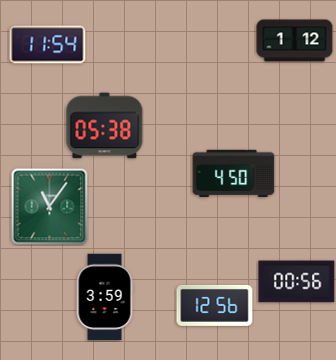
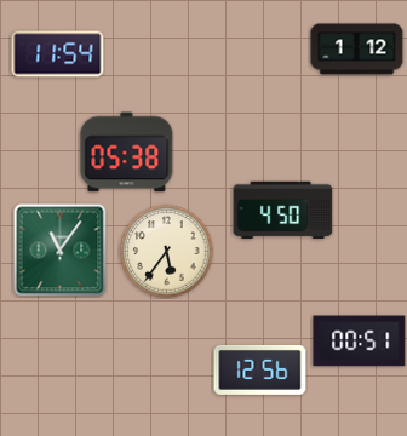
clock at (167, 252): none -> 5:36
clock at (297, 282): 00:56 -> 00:51
clock at (105, 297): 3:59 -> none
